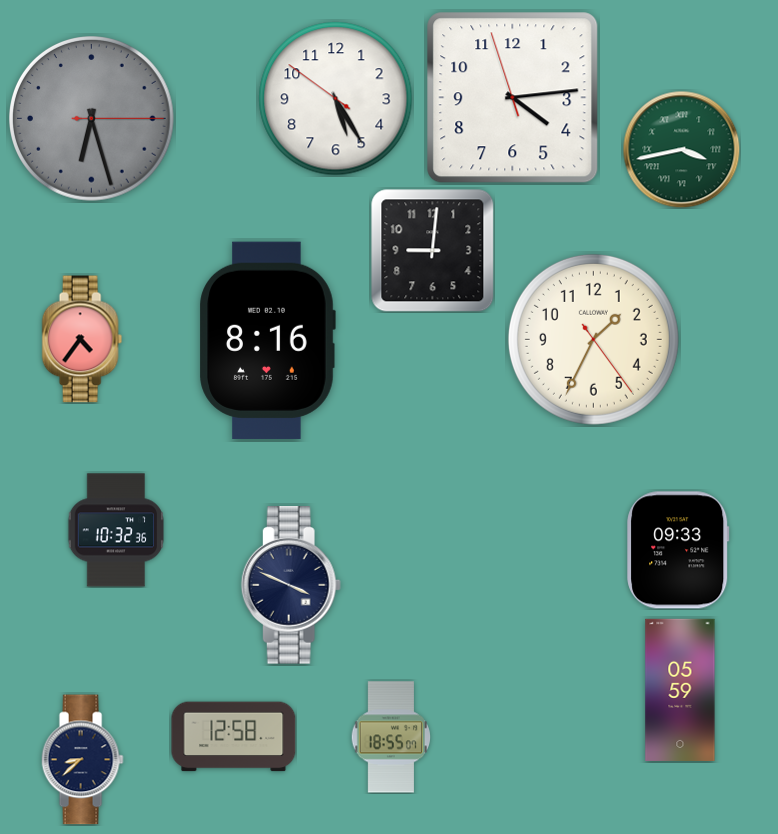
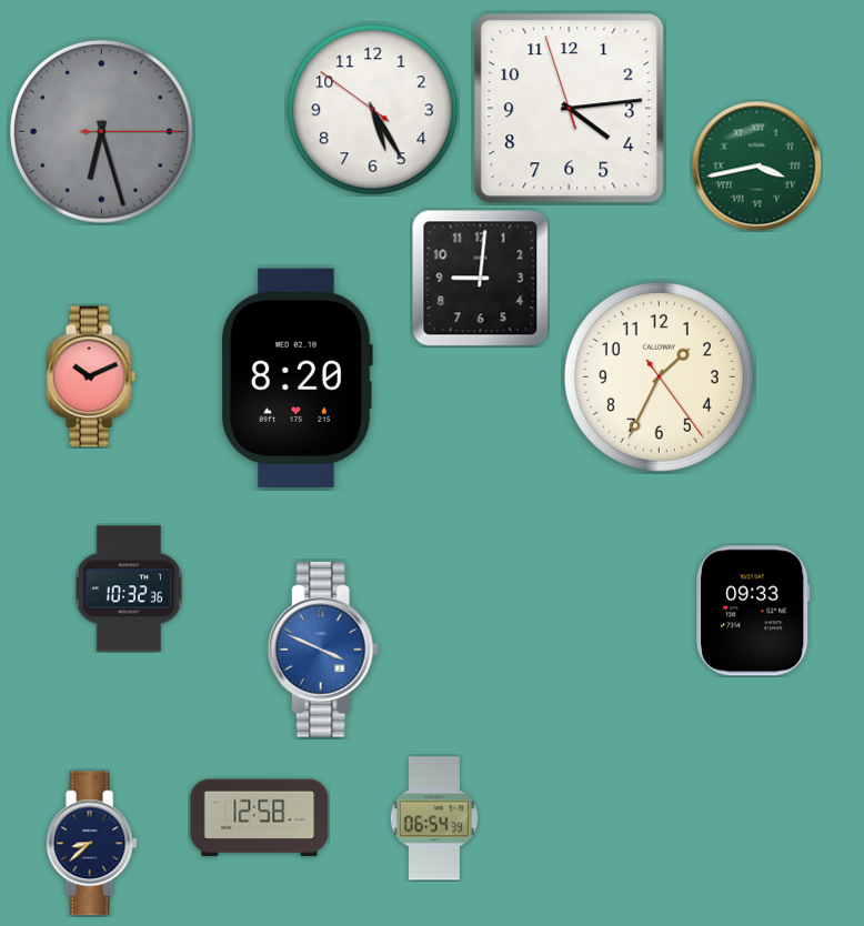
clock at (82, 339): 4:36 -> 10:11
clock at (267, 340): 8:16 -> 8:20
clock at (291, 585) dial: navy -> blue
clock at (680, 690): 05:59 -> none
clock at (390, 737): 18:55 -> 06:54
